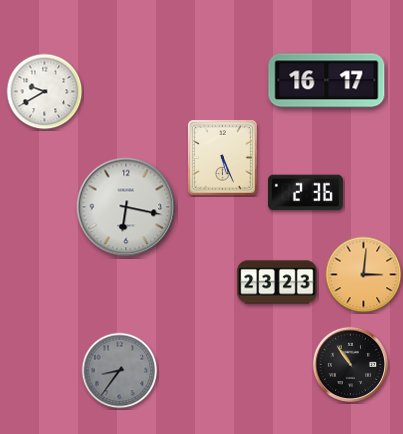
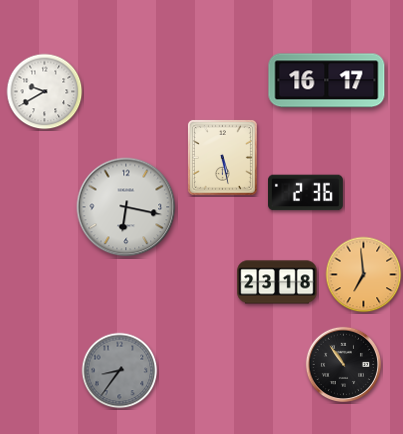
clock at (222, 157): 5:26 -> 5:28
clock at (364, 275): 3:01 -> 6:59
clock at (277, 282): 23:23 -> 23:18
clock at (350, 364) position: (350, 364) -> (343, 364)
